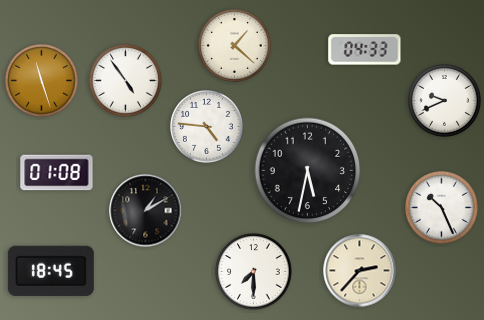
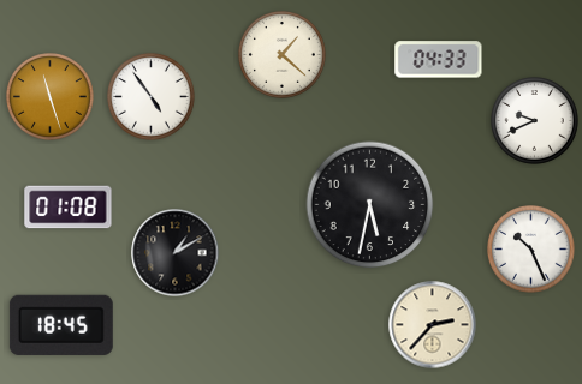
clock at (207, 127): 4:46 -> none
clock at (254, 272): 7:30 -> none
